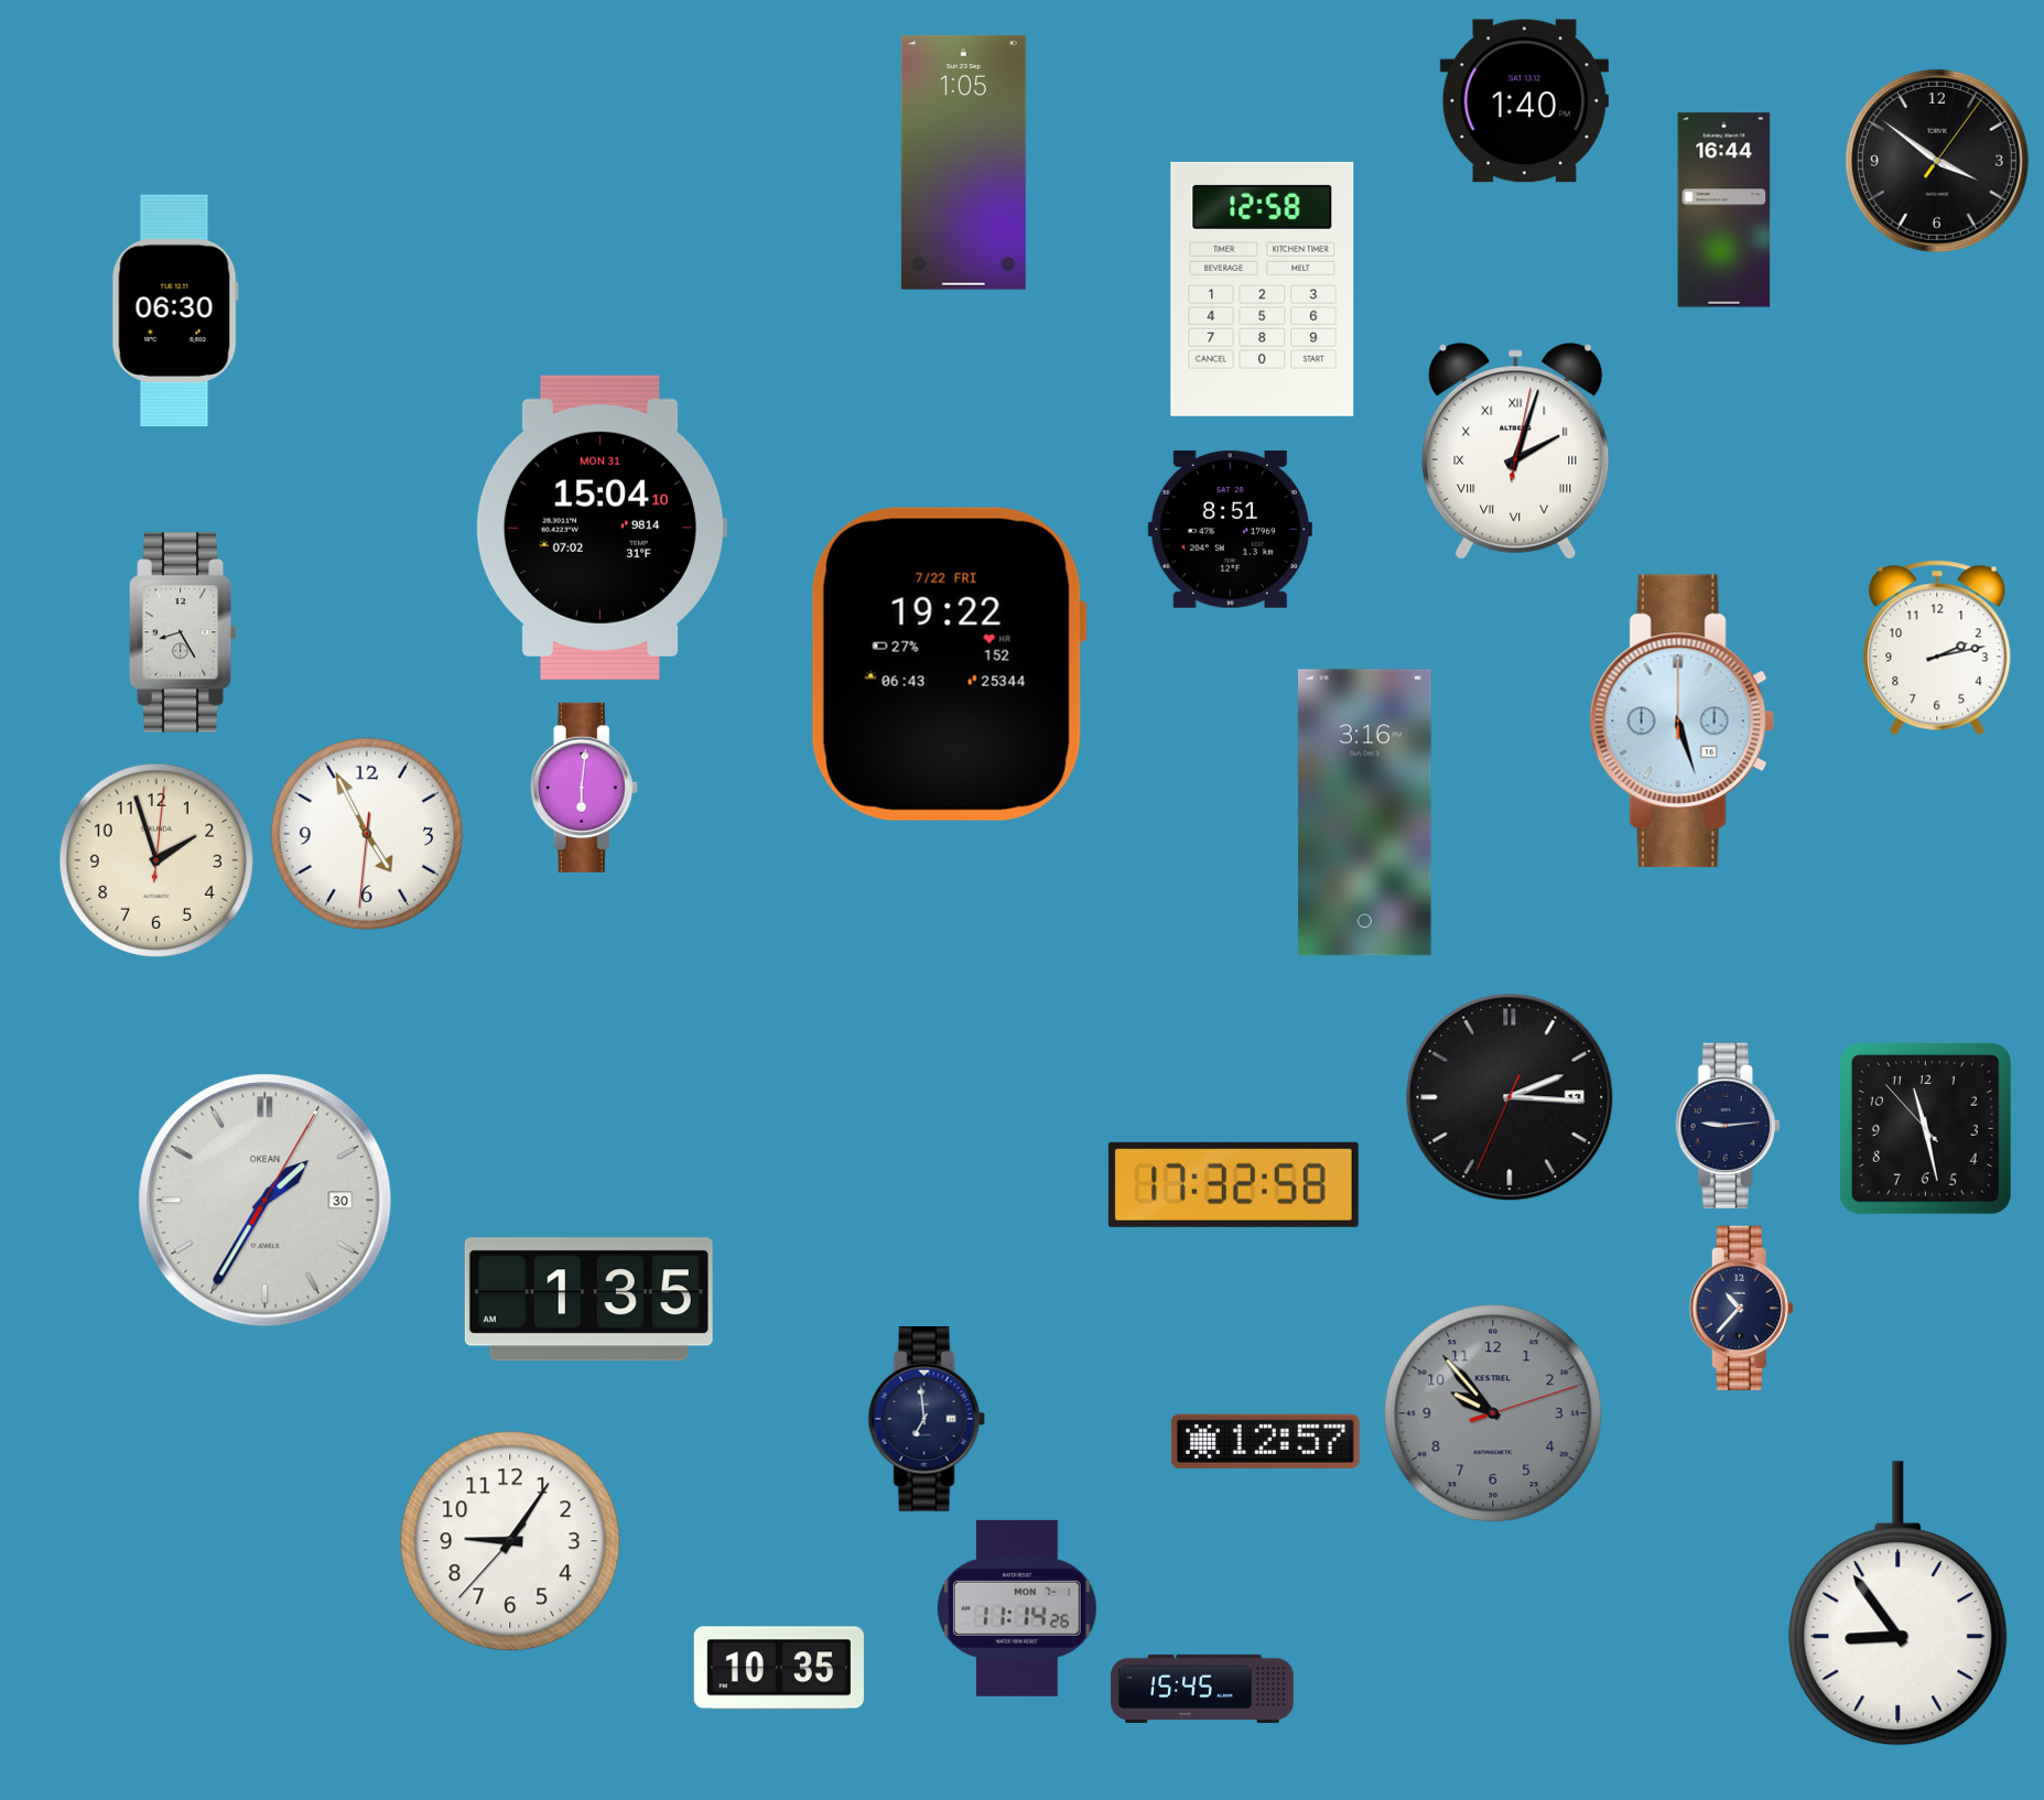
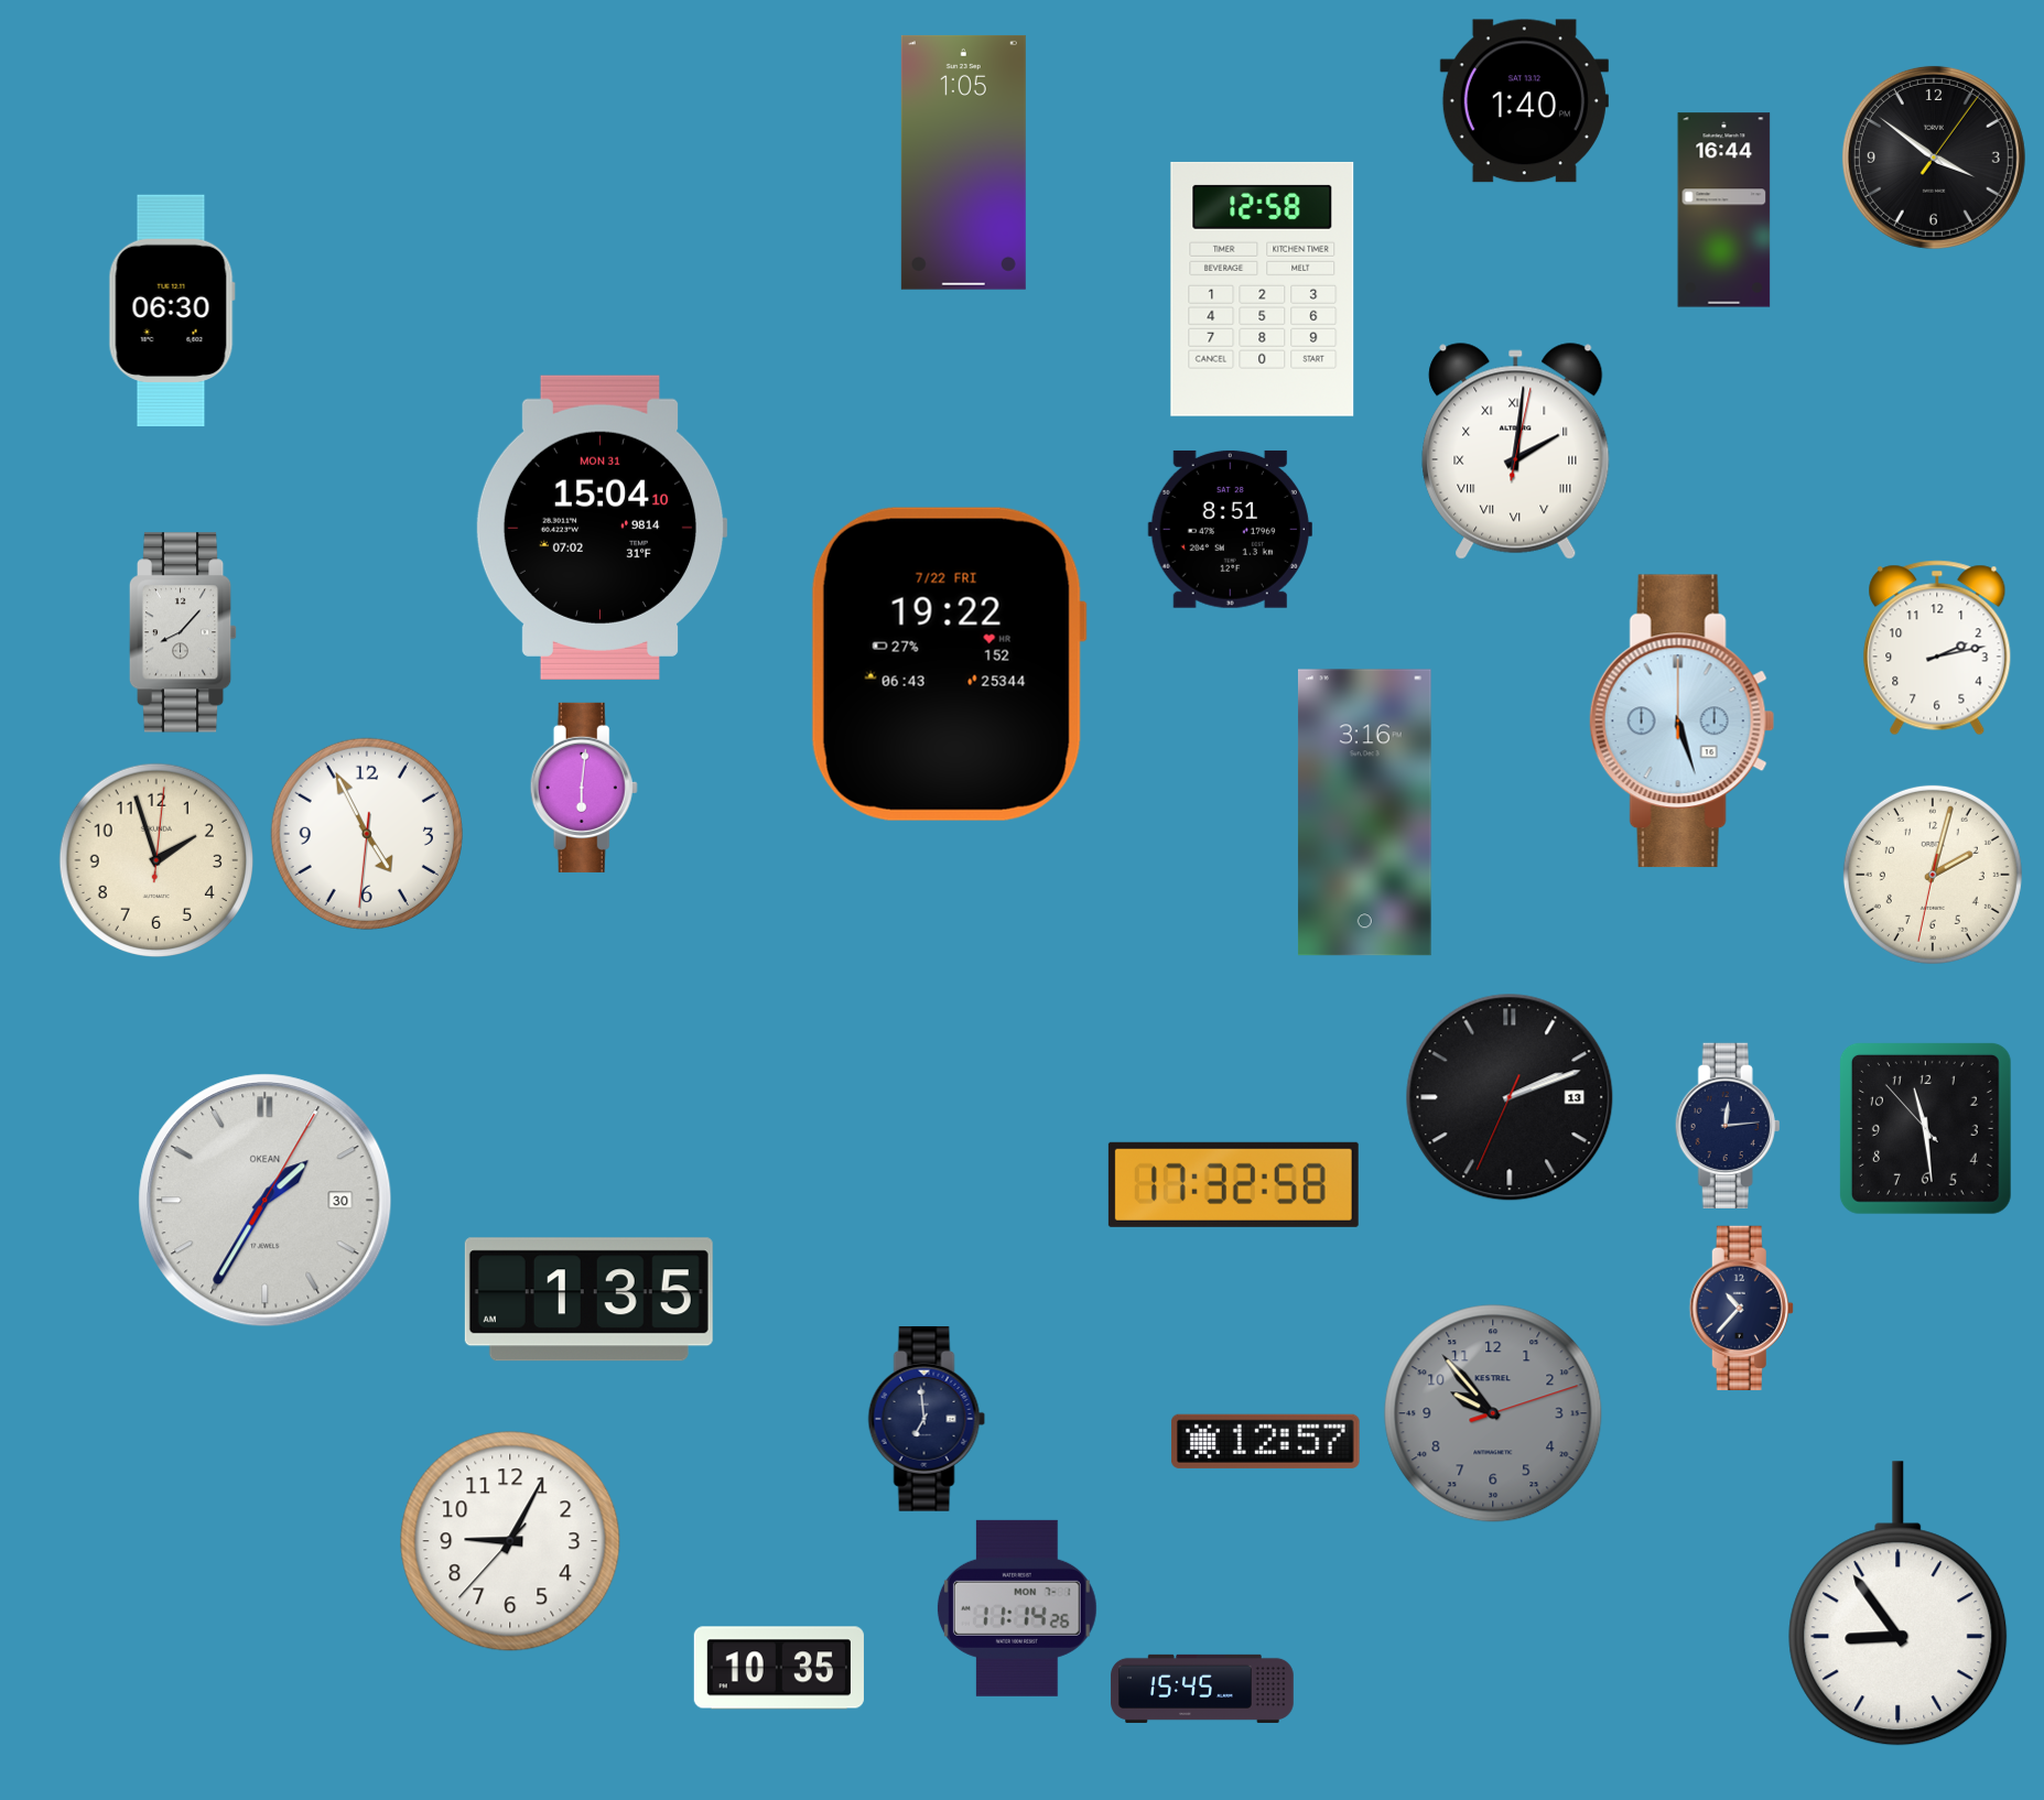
clock at (1937, 161) position: (1937, 161) -> (1934, 158)
clock at (175, 310) position: (175, 310) -> (172, 310)
clock at (1516, 452): 2:03 -> 2:01
clock at (183, 632): 8:25 -> 8:07
clock at (1933, 875): none -> 2:02
clock at (1510, 1097): 2:15 -> 2:11
clock at (1728, 1126): 9:14 -> 12:14
clock at (1925, 1128): 11:27 -> 11:28
clock at (510, 1541): 9:05 -> 9:04
